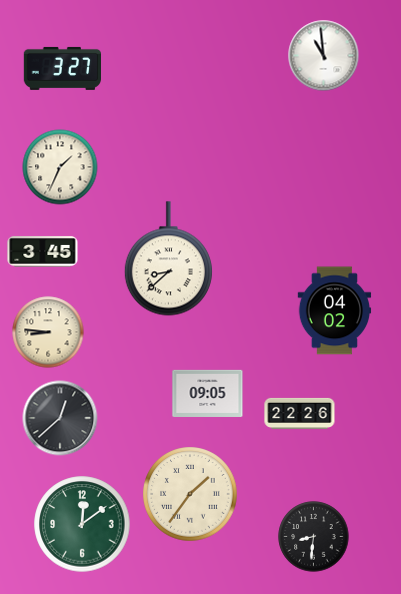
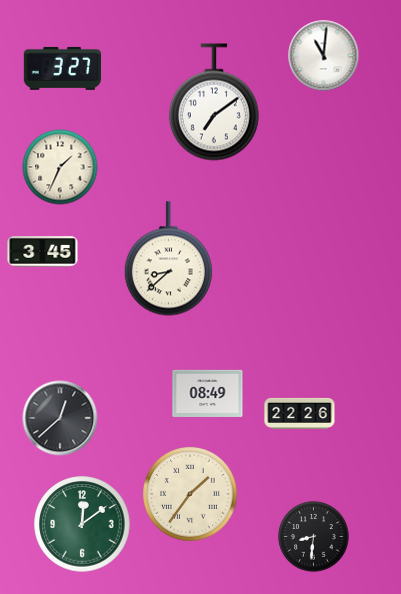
clock at (324, 56): 10:59 -> 11:01
clock at (214, 102): none -> 7:09
clock at (335, 311): 04:02 -> none
clock at (48, 332): 8:46 -> none
clock at (208, 393): 09:05 -> 08:49
